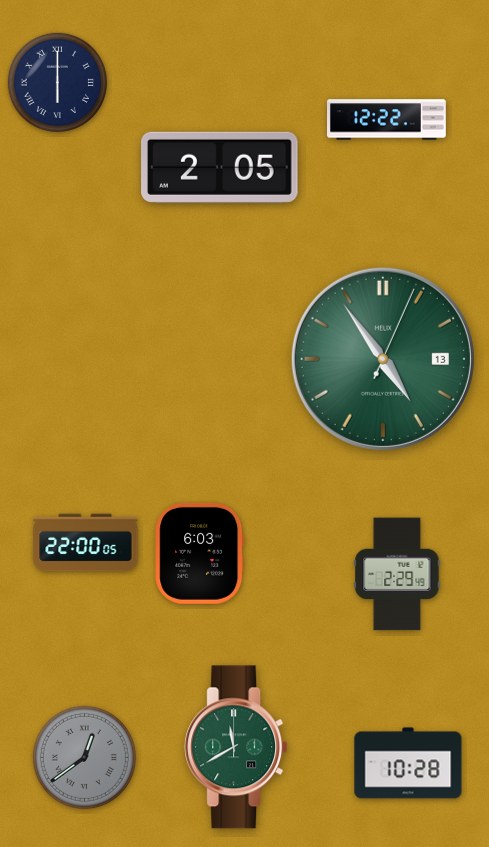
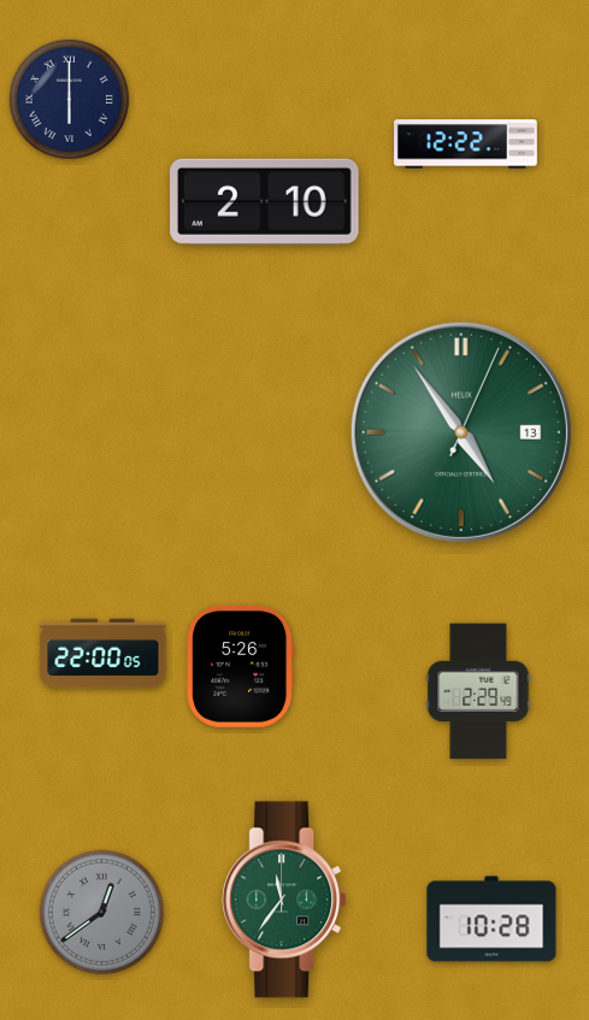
clock at (220, 167): 2:05 -> 2:10
clock at (200, 553): 6:03 -> 5:26
clock at (236, 747): 11:40 -> 11:36
